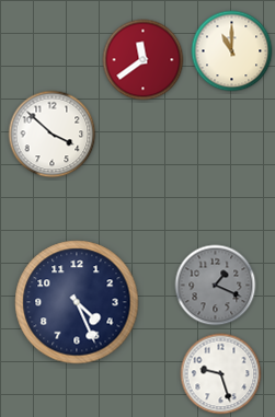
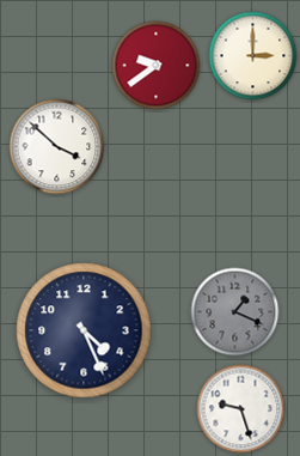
clock at (232, 51): 11:00 -> 3:00
clock at (144, 60): 11:39 -> 9:39
